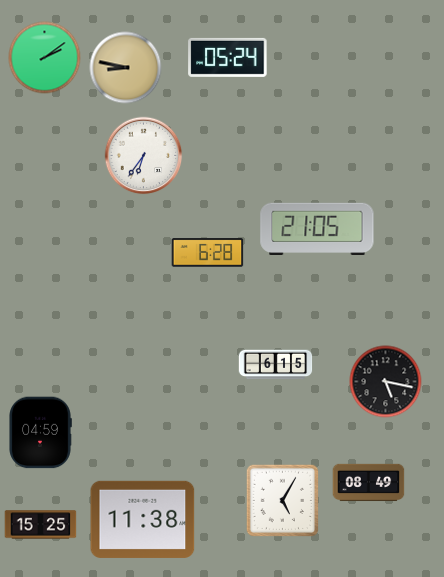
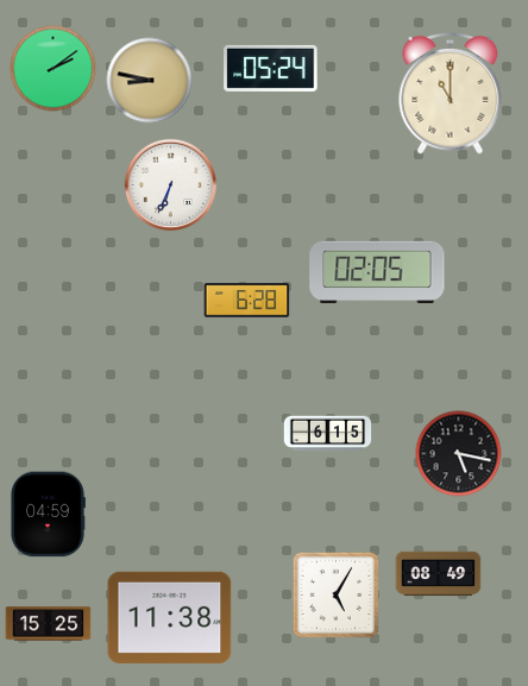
clock at (451, 93): none -> 11:00
clock at (144, 156): 6:36 -> 6:34
clock at (317, 228): 21:05 -> 02:05
